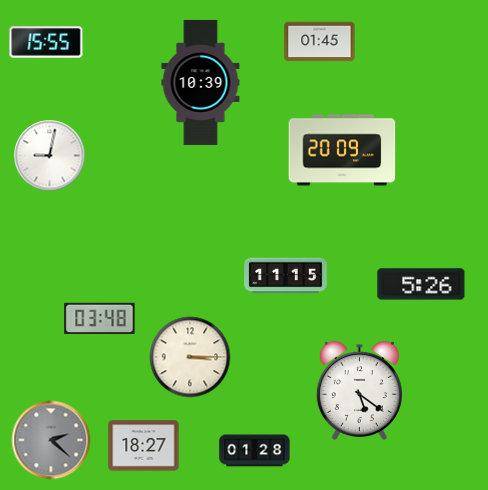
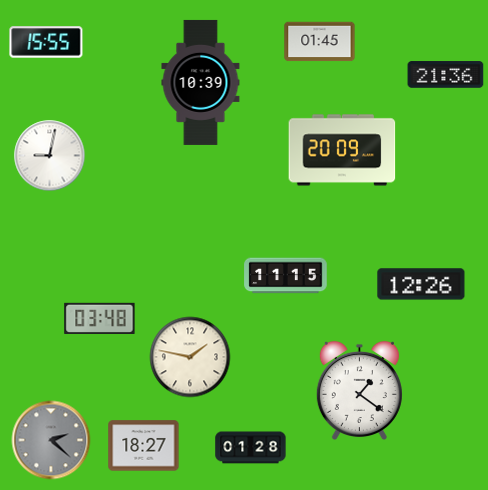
clock at (446, 75): none -> 21:36
clock at (421, 284): 5:26 -> 12:26
clock at (190, 357): 3:15 -> 1:47
clock at (359, 390): 5:21 -> 1:21
clock at (255, 451) position: (255, 451) -> (251, 448)
